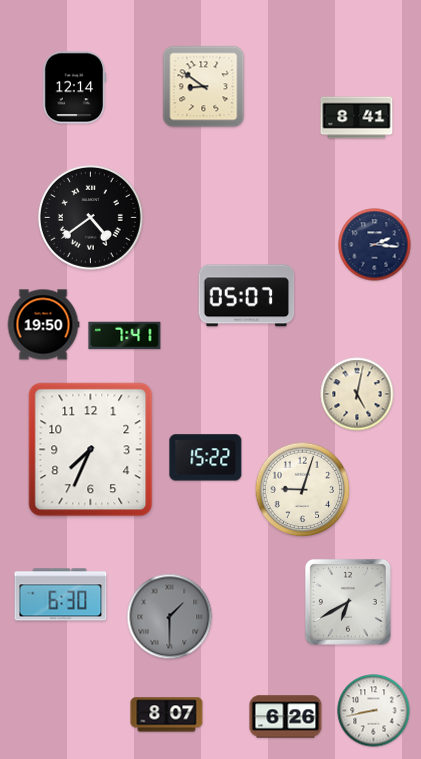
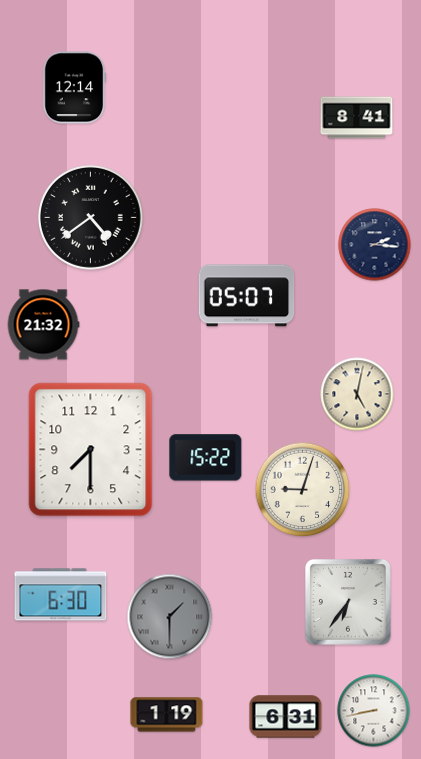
clock at (204, 87): 8:51 -> none
clock at (43, 325): 19:50 -> 21:32
clock at (125, 336): 7:41 -> none
clock at (91, 450): 7:34 -> 7:30
clock at (349, 603): 6:40 -> 6:36
clock at (167, 715): 8:07 -> 1:19
clock at (286, 717): 6:26 -> 6:31
